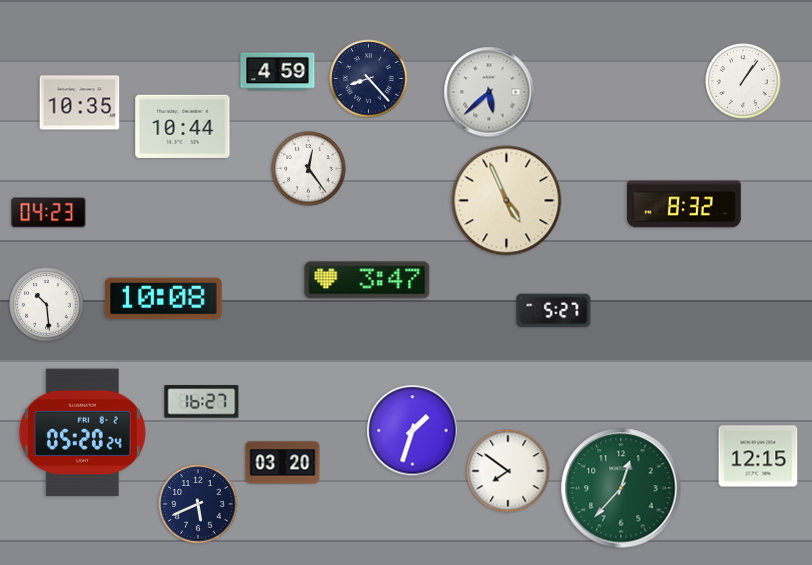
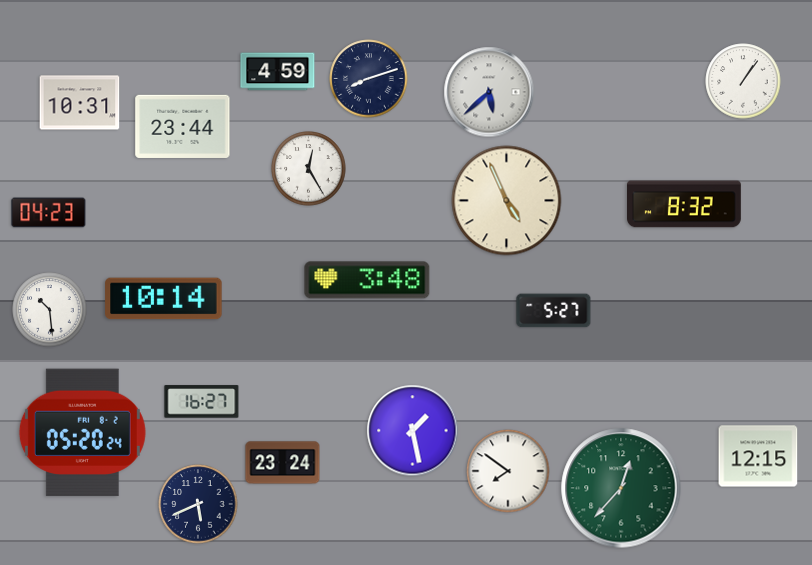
clock at (369, 79): 8:23 -> 8:12
clock at (80, 103): 10:35 -> 10:31
clock at (183, 126): 10:44 -> 23:44
clock at (309, 169): 12:24 -> 12:25
clock at (367, 280): 3:47 -> 3:48
clock at (164, 299): 10:08 -> 10:14
clock at (47, 305) position: (47, 305) -> (50, 310)
clock at (413, 431): 1:33 -> 1:28
clock at (283, 463): 03:20 -> 23:24
